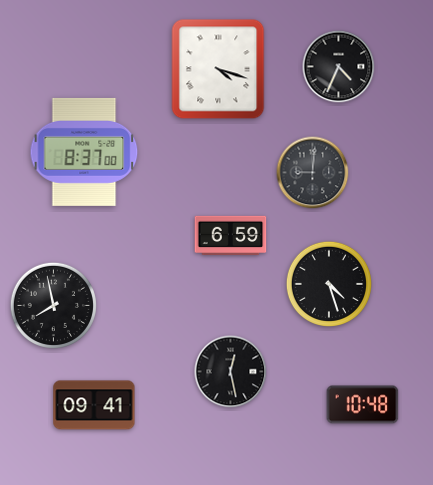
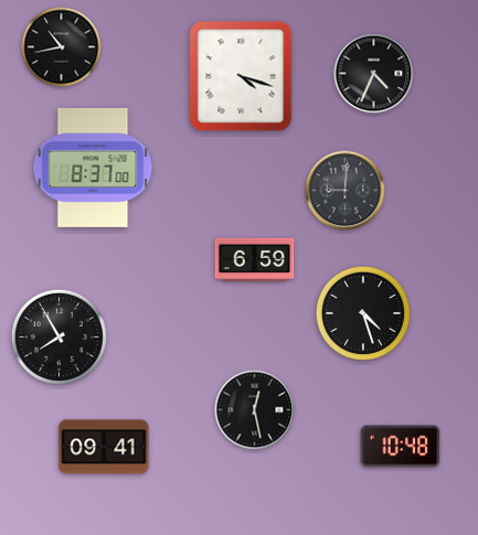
clock at (62, 47): none -> 10:43
clock at (53, 305): 7:58 -> 7:55
